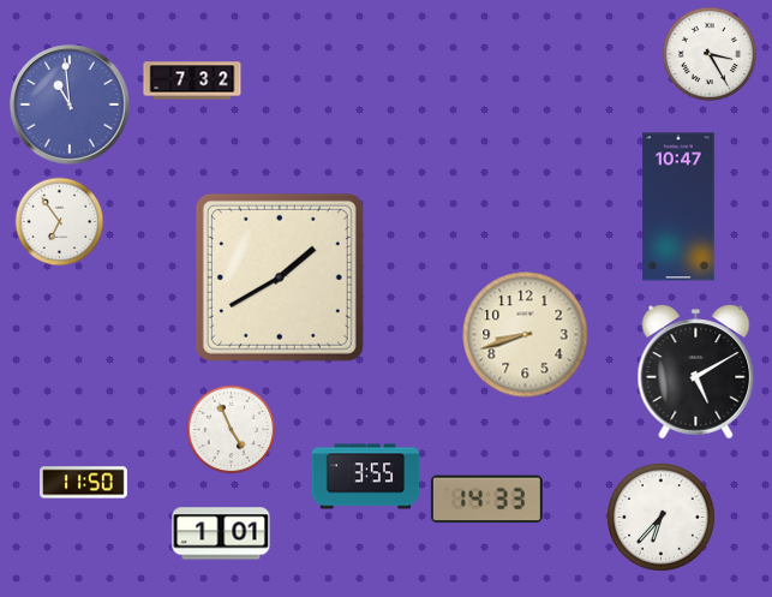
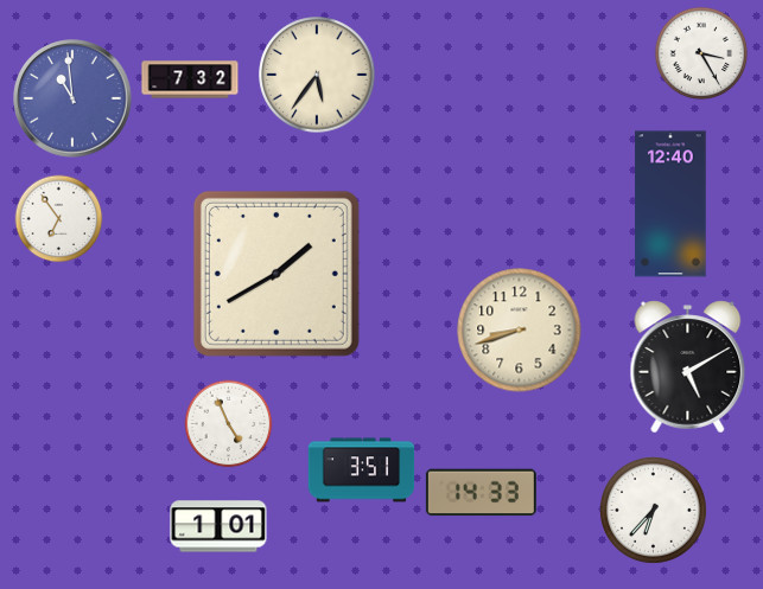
clock at (317, 75): none -> 5:36
clock at (70, 105) position: (70, 105) -> (72, 98)
clock at (678, 207): 10:47 -> 12:40
clock at (366, 477): 3:55 -> 3:51
clock at (84, 483): 11:50 -> none
